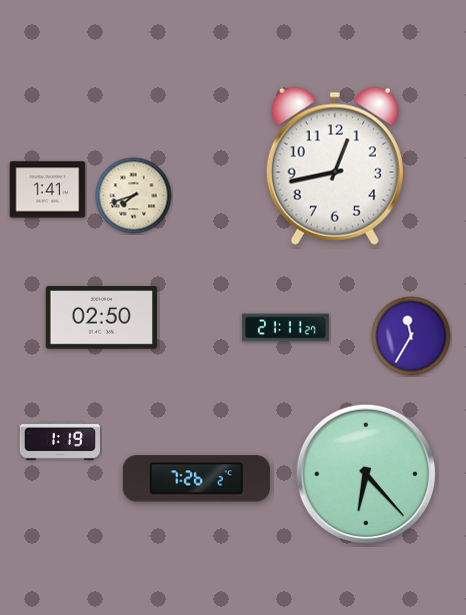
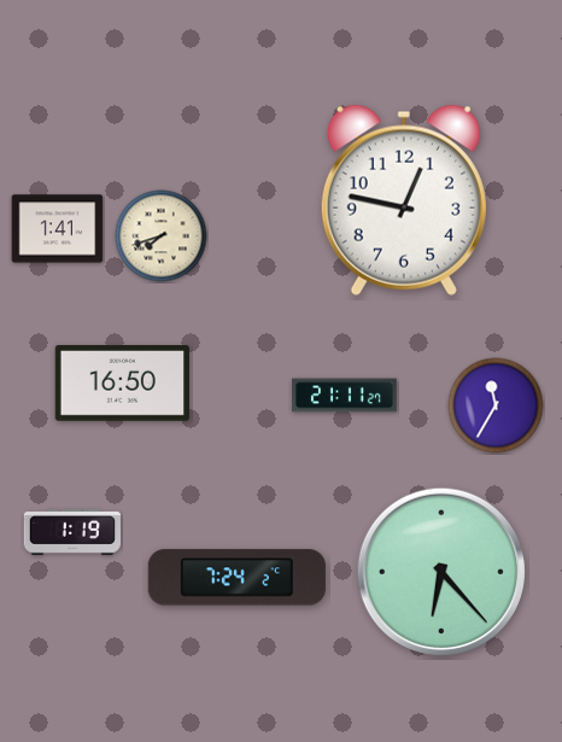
clock at (335, 166): 12:43 -> 12:47
clock at (101, 318): 02:50 -> 16:50
clock at (196, 479): 7:26 -> 7:24
